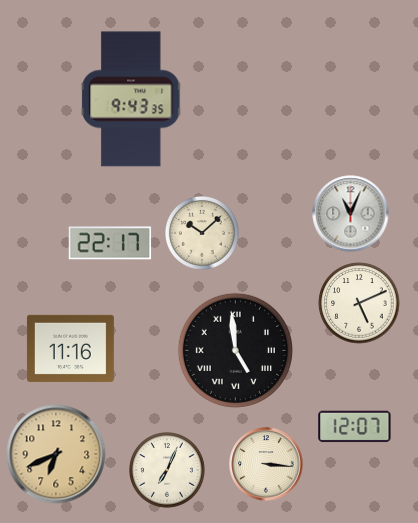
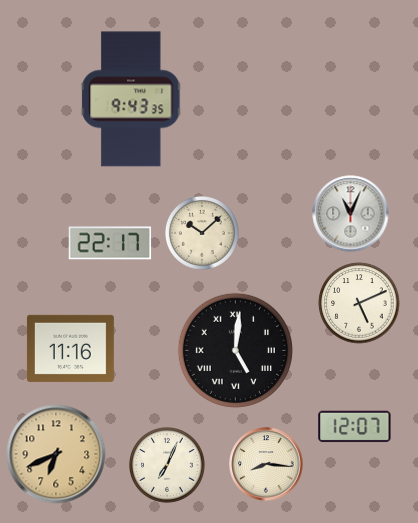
clock at (235, 350): 4:59 -> 5:01
clock at (266, 464): 3:16 -> 8:16
clock at (168, 470) position: (168, 470) -> (168, 465)
